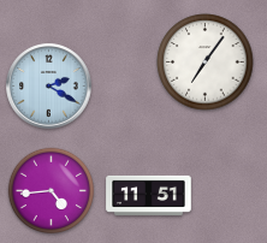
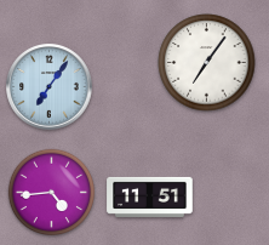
clock at (49, 87): 2:20 -> 7:06
